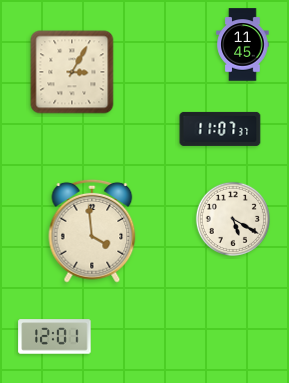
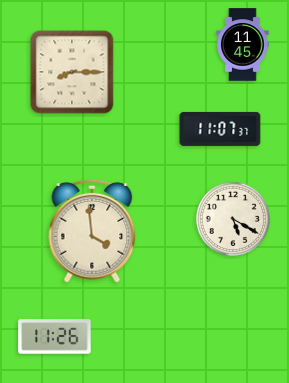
clock at (72, 72): 3:05 -> 8:15
clock at (55, 337): 12:01 -> 11:26
